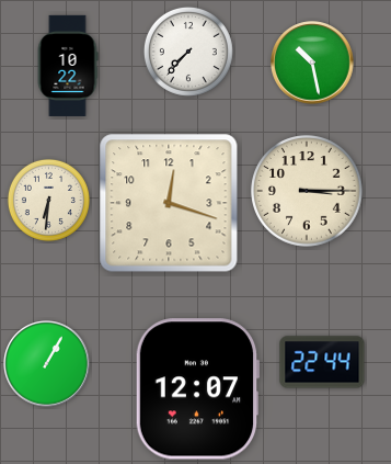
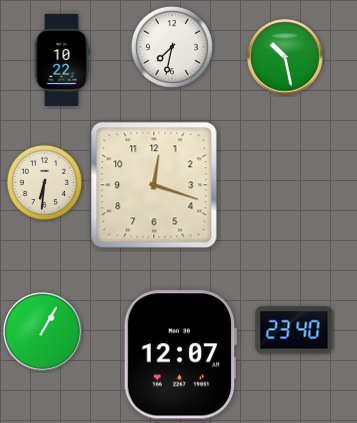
clock at (188, 52): 7:37 -> 7:32
clock at (307, 191): 3:15 -> none
clock at (322, 362): 22:44 -> 23:40
